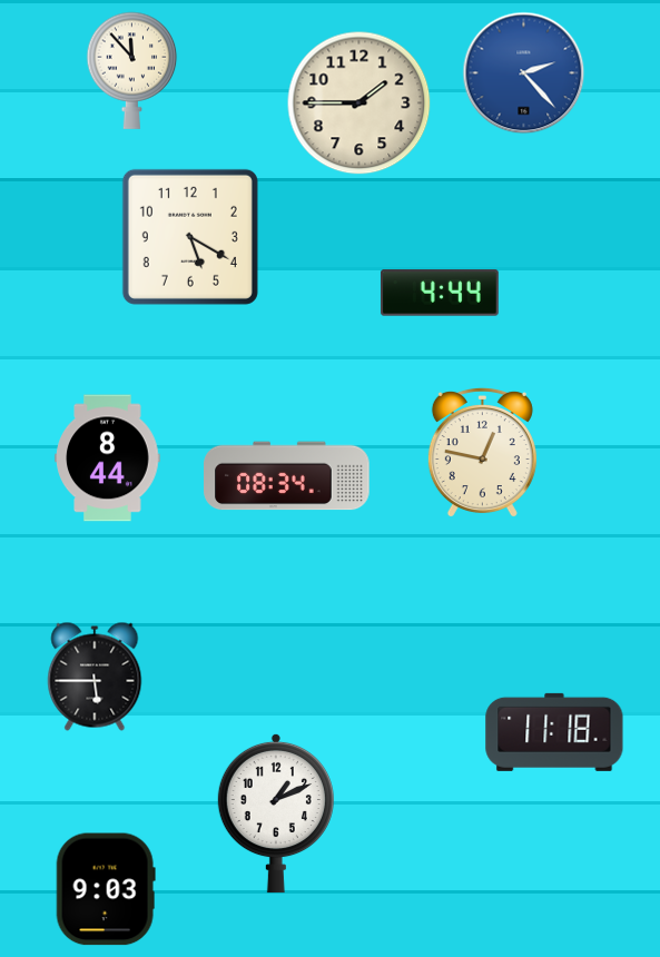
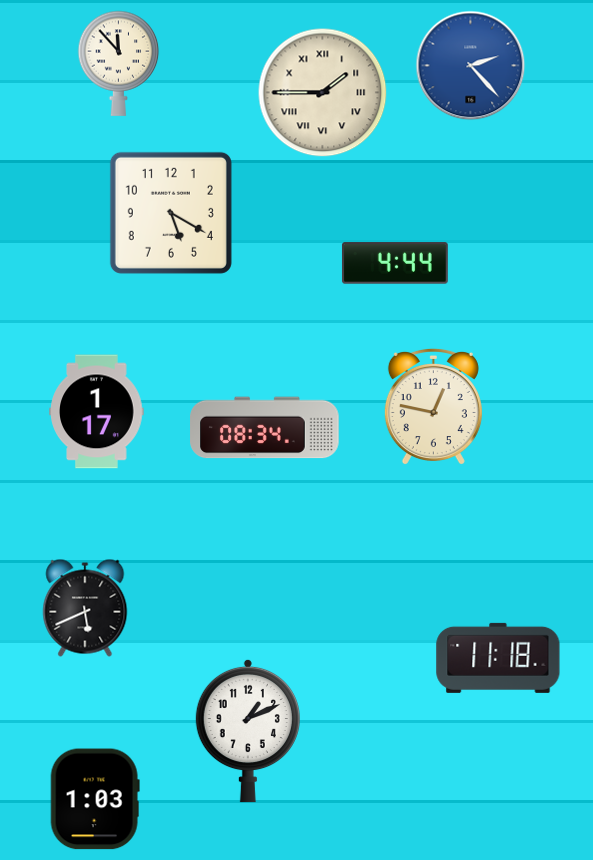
clock at (359, 103) numerals: Arabic -> Roman
clock at (108, 458): 8:44 -> 1:17
clock at (287, 476) position: (287, 476) -> (265, 428)
clock at (95, 677): 5:45 -> 5:41
clock at (106, 889): 9:03 -> 1:03
